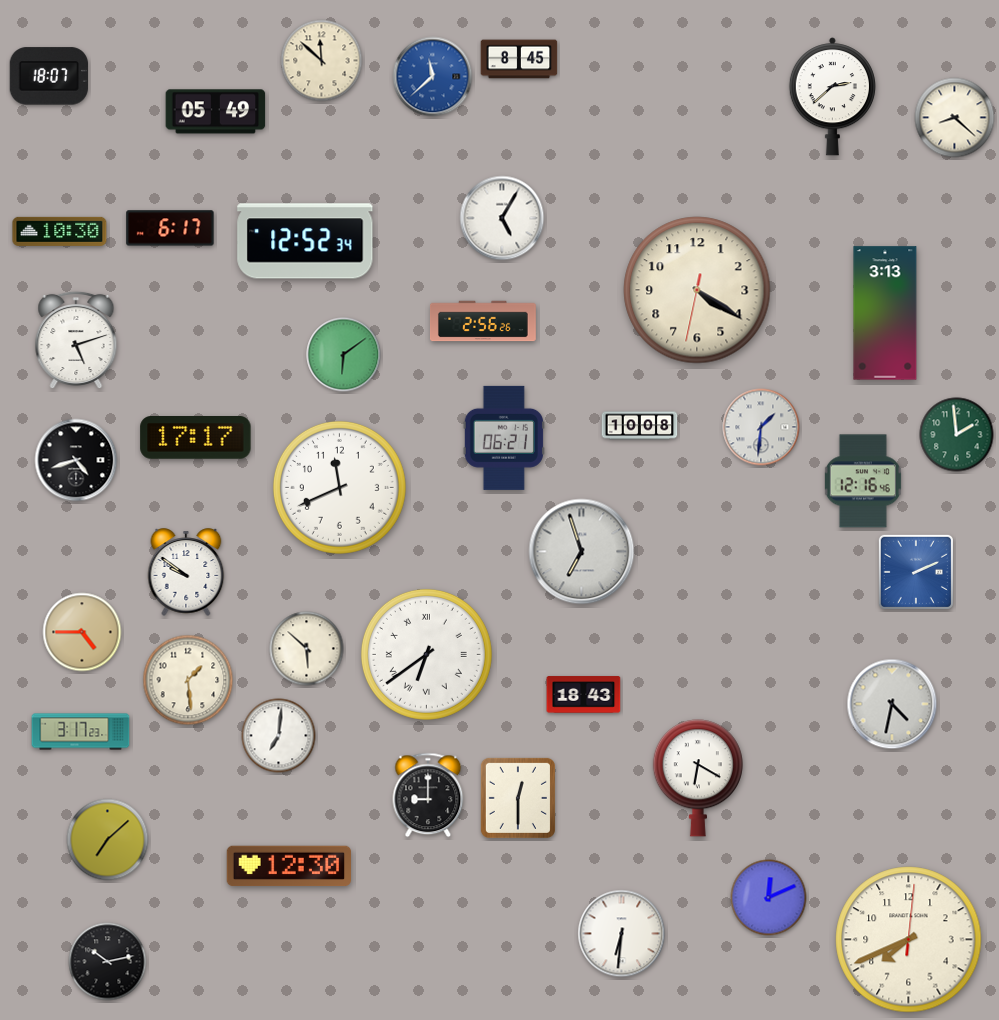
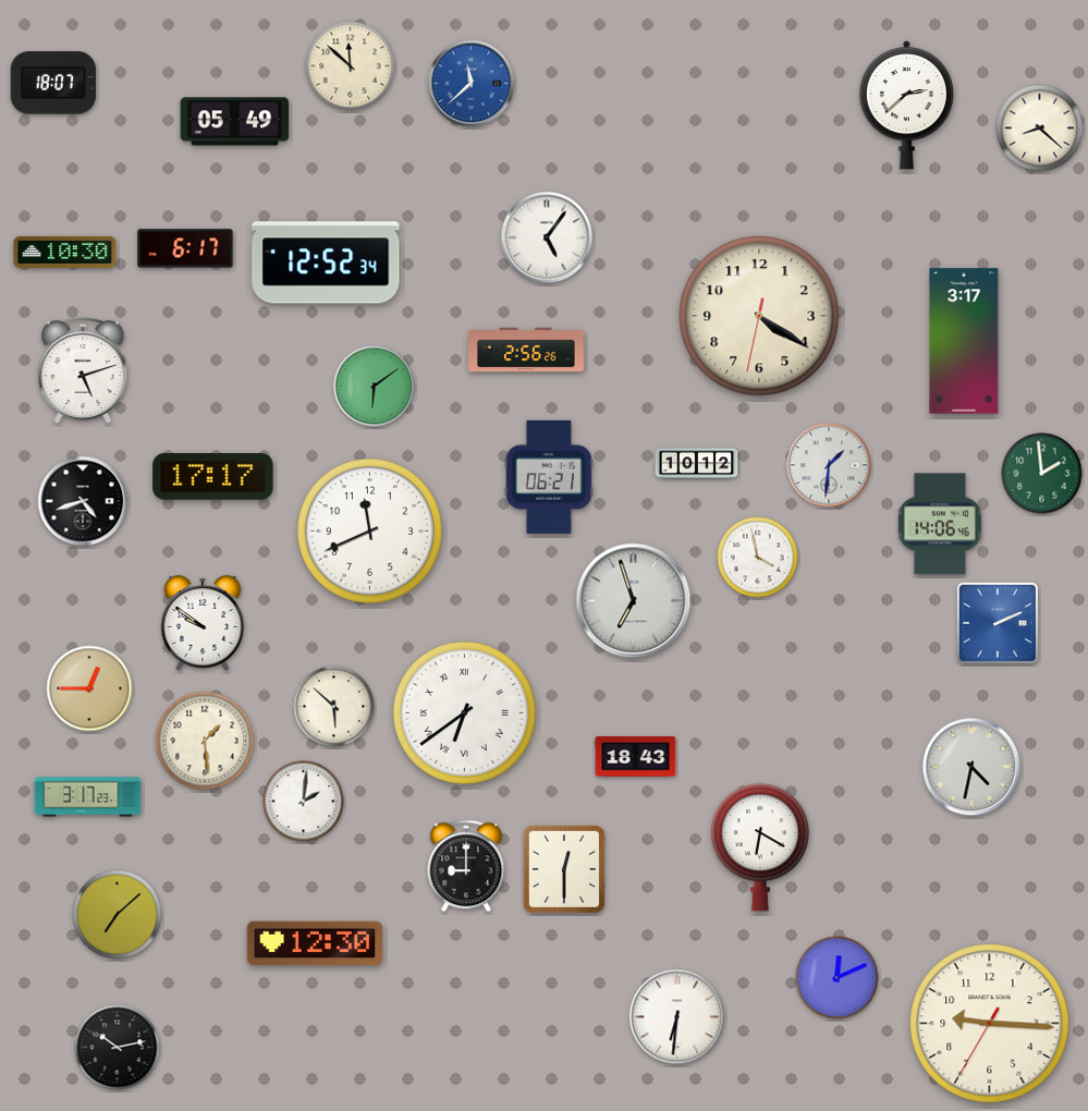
clock at (519, 59): 8:45 -> none
clock at (502, 218): 5:05 -> 5:06
clock at (305, 241) position: (305, 241) -> (326, 263)
clock at (885, 313): 3:13 -> 3:17
clock at (640, 426): 10:08 -> 10:12
clock at (863, 481): 12:16 -> 14:06
clock at (758, 558): none -> 3:58
clock at (82, 632): 4:45 -> 12:45
clock at (279, 736): 7:01 -> 2:01
clock at (909, 940): 7:41 -> 9:15
